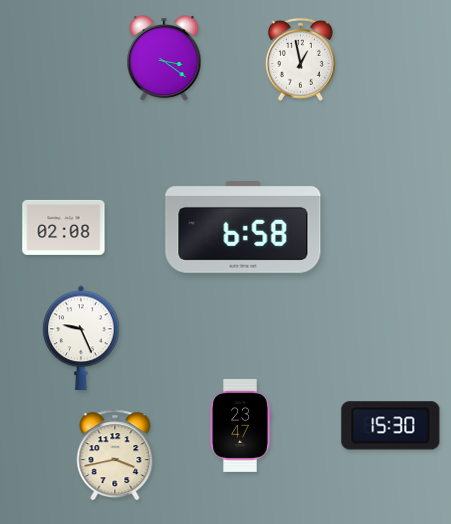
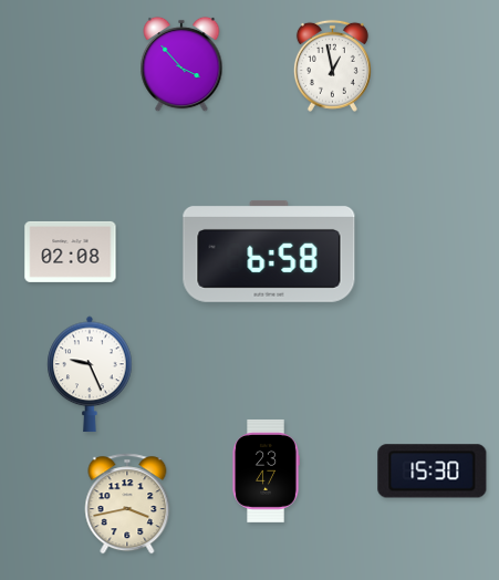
clock at (164, 58): 3:21 -> 3:53
